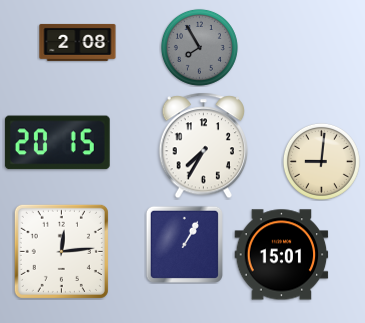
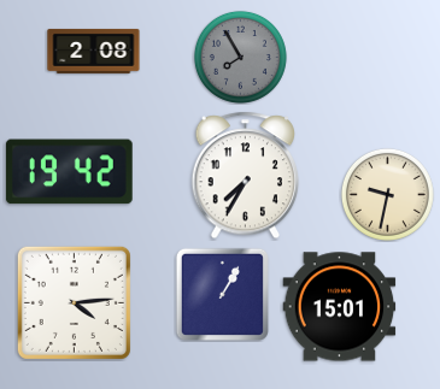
clock at (57, 143): 20:15 -> 19:42
clock at (321, 161): 9:01 -> 9:32
clock at (61, 251): 12:14 -> 4:14
